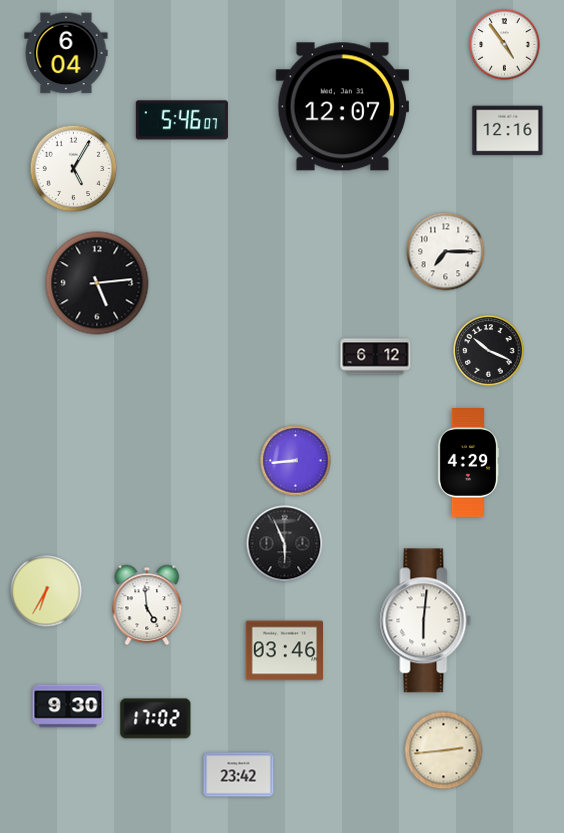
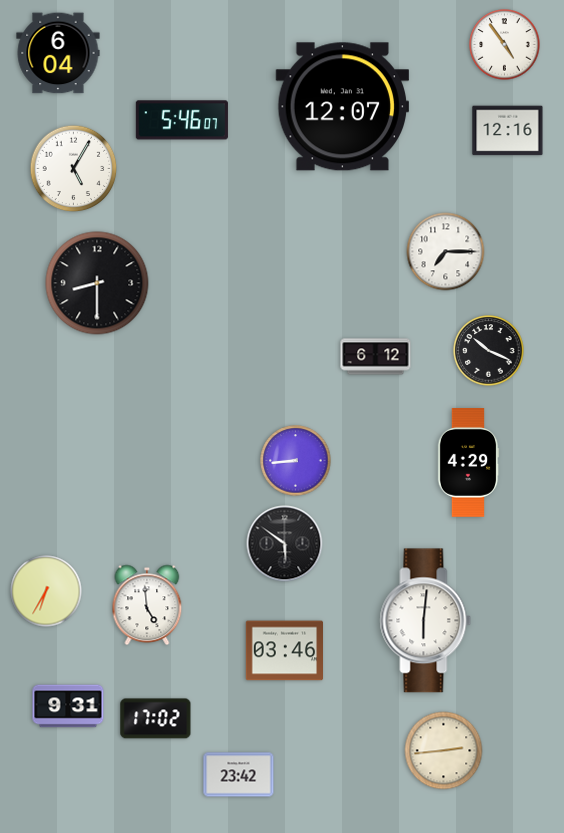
clock at (66, 53) position: (66, 53) -> (58, 53)
clock at (97, 283): 5:14 -> 8:30
clock at (285, 544): 5:56 -> 5:51
clock at (68, 706): 9:30 -> 9:31
